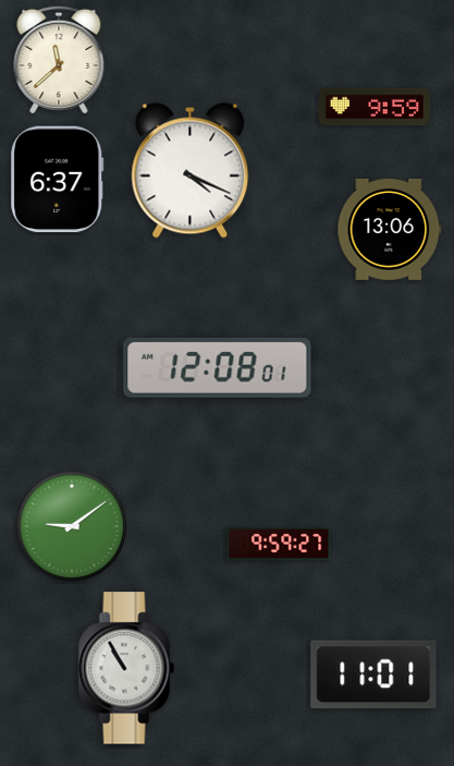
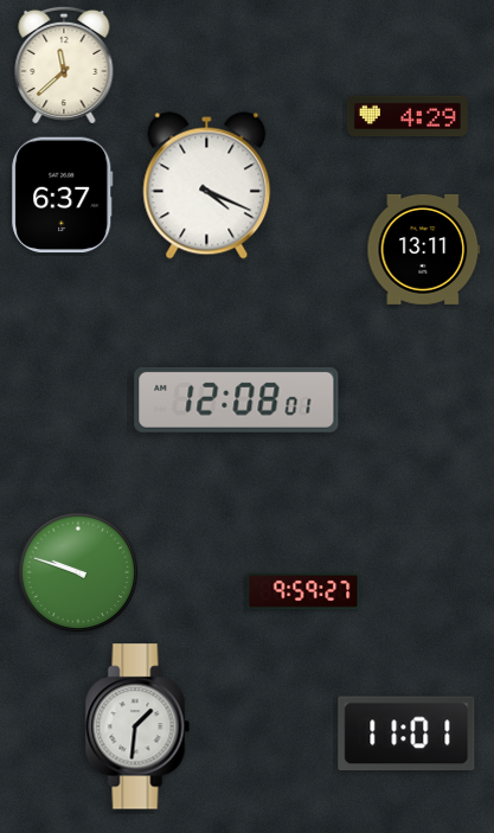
clock at (375, 107): 9:59 -> 4:29
clock at (390, 229): 13:06 -> 13:11
clock at (72, 526): 9:09 -> 9:48
clock at (126, 668): 10:55 -> 1:31
